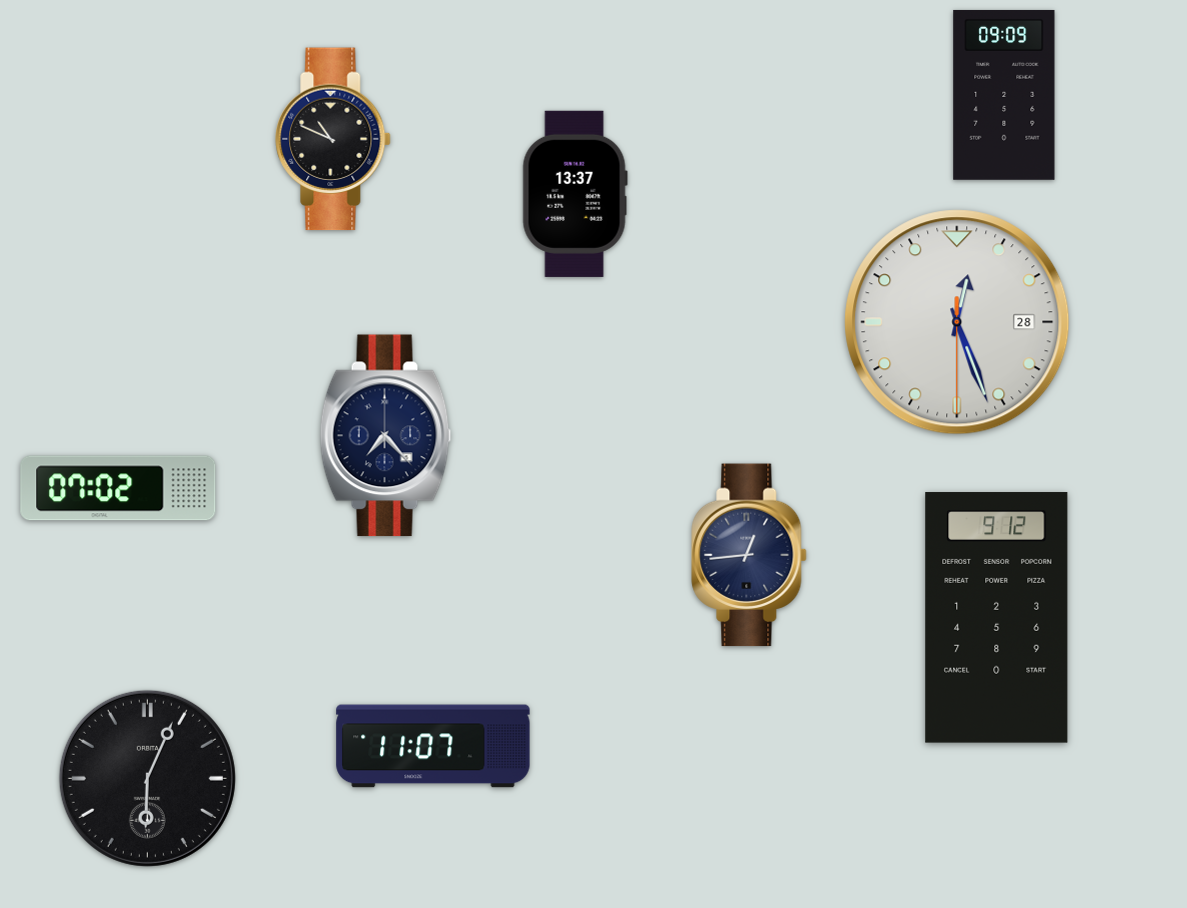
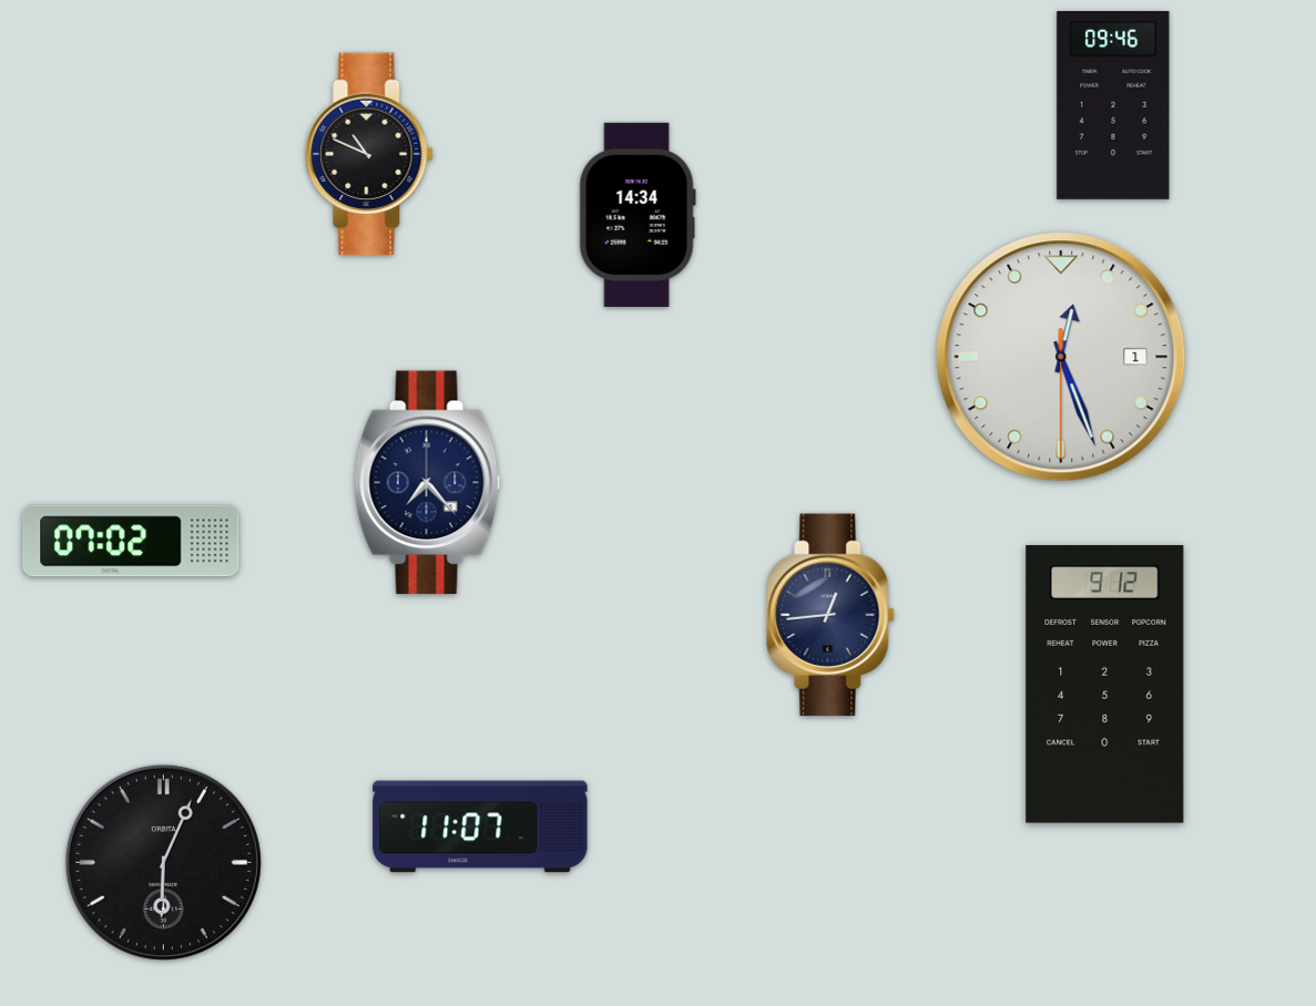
clock at (1004, 95): 09:09 -> 09:46
clock at (575, 194): 13:37 -> 14:34
clock at (957, 322) date: 28 -> 1
